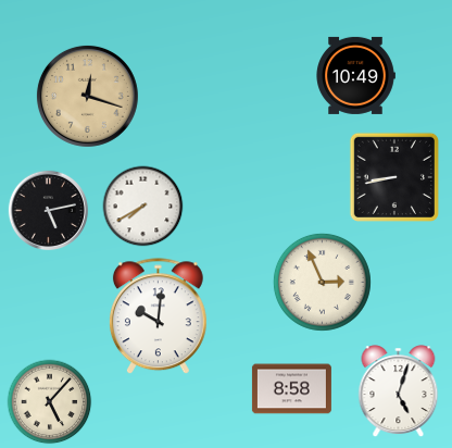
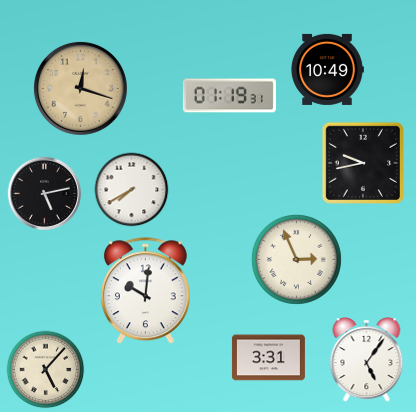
clock at (229, 96): none -> 01:19
clock at (393, 176): 8:43 -> 9:43
clock at (291, 389): 8:58 -> 3:31
clock at (399, 391): 5:03 -> 5:06
